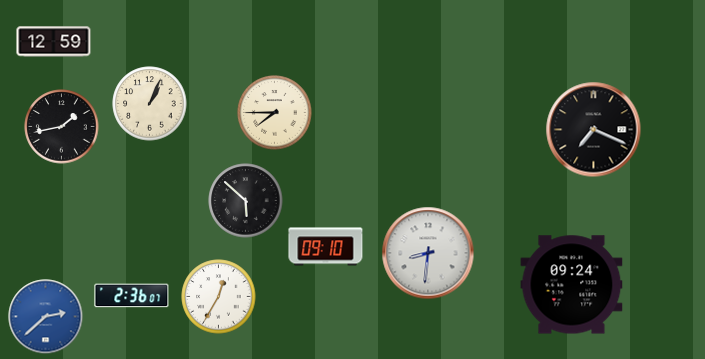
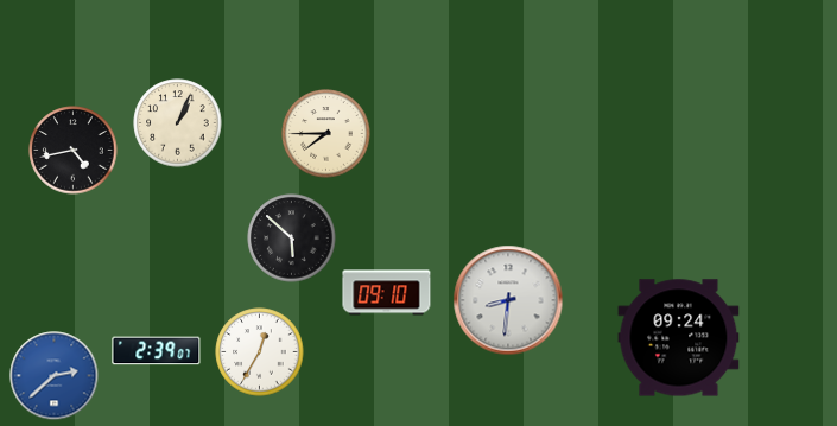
clock at (54, 42): 12:59 -> none
clock at (62, 127): 1:43 -> 4:43
clock at (594, 130): 7:19 -> none
clock at (132, 296): 2:36 -> 2:39
